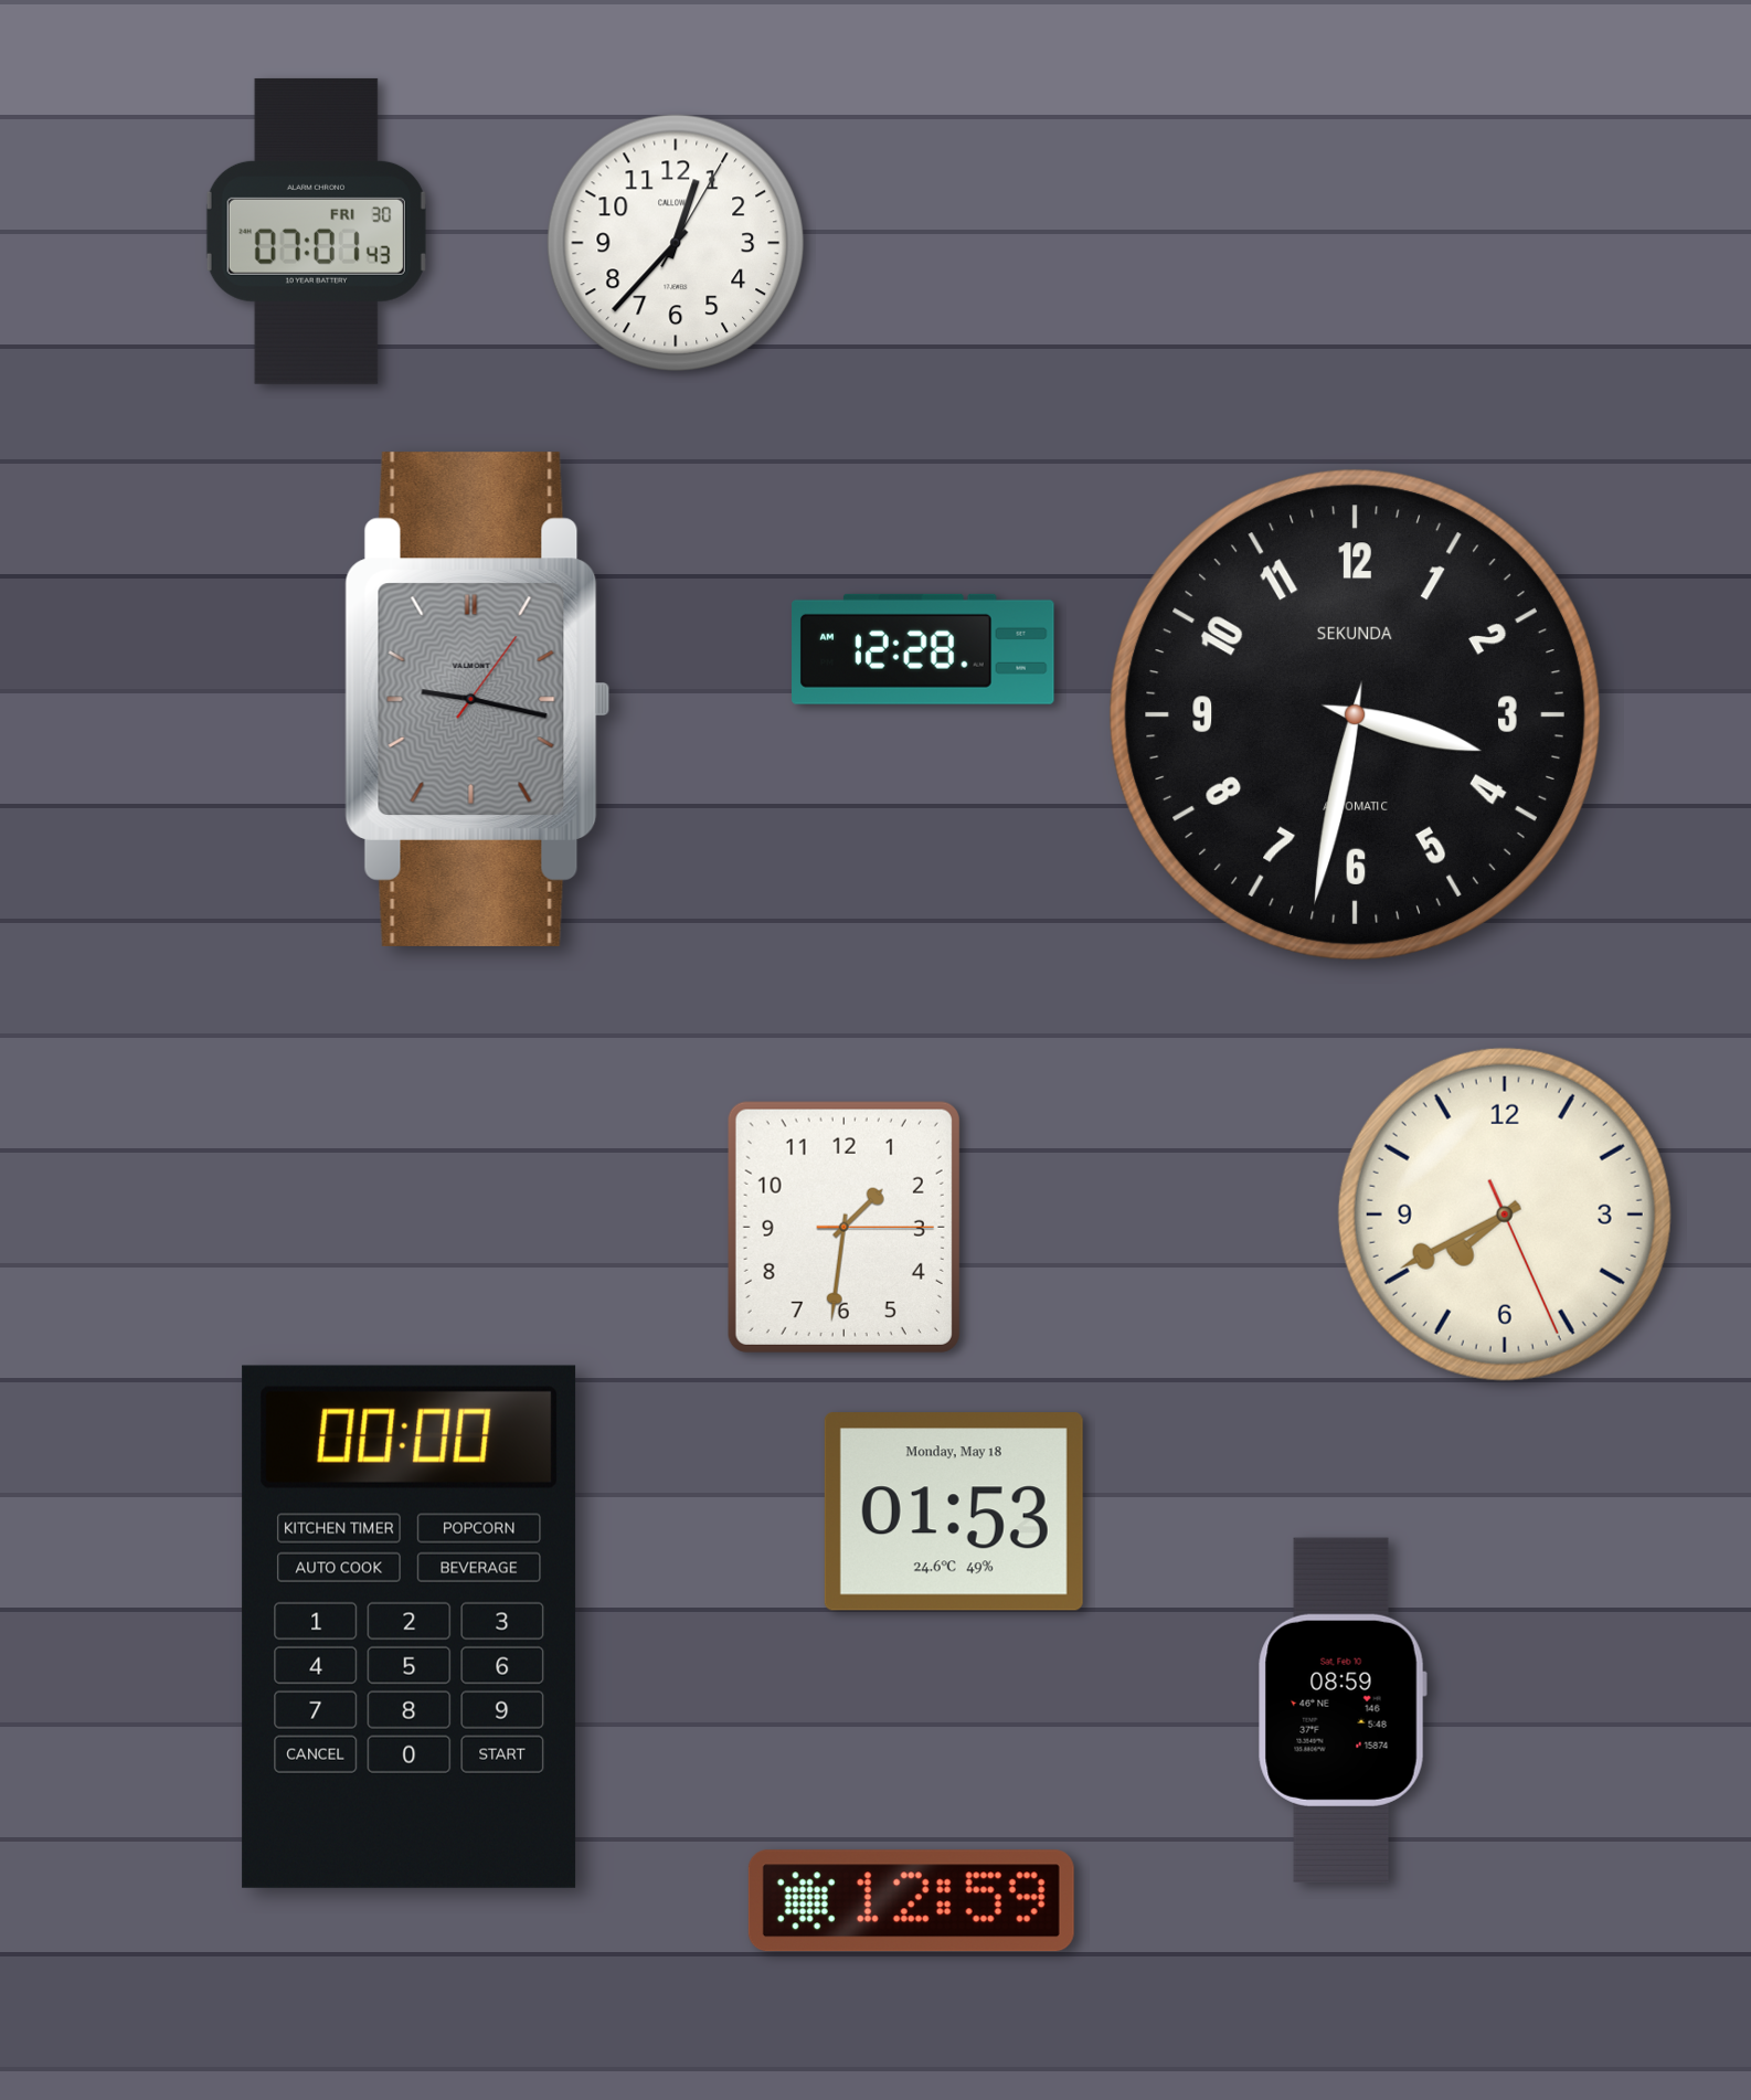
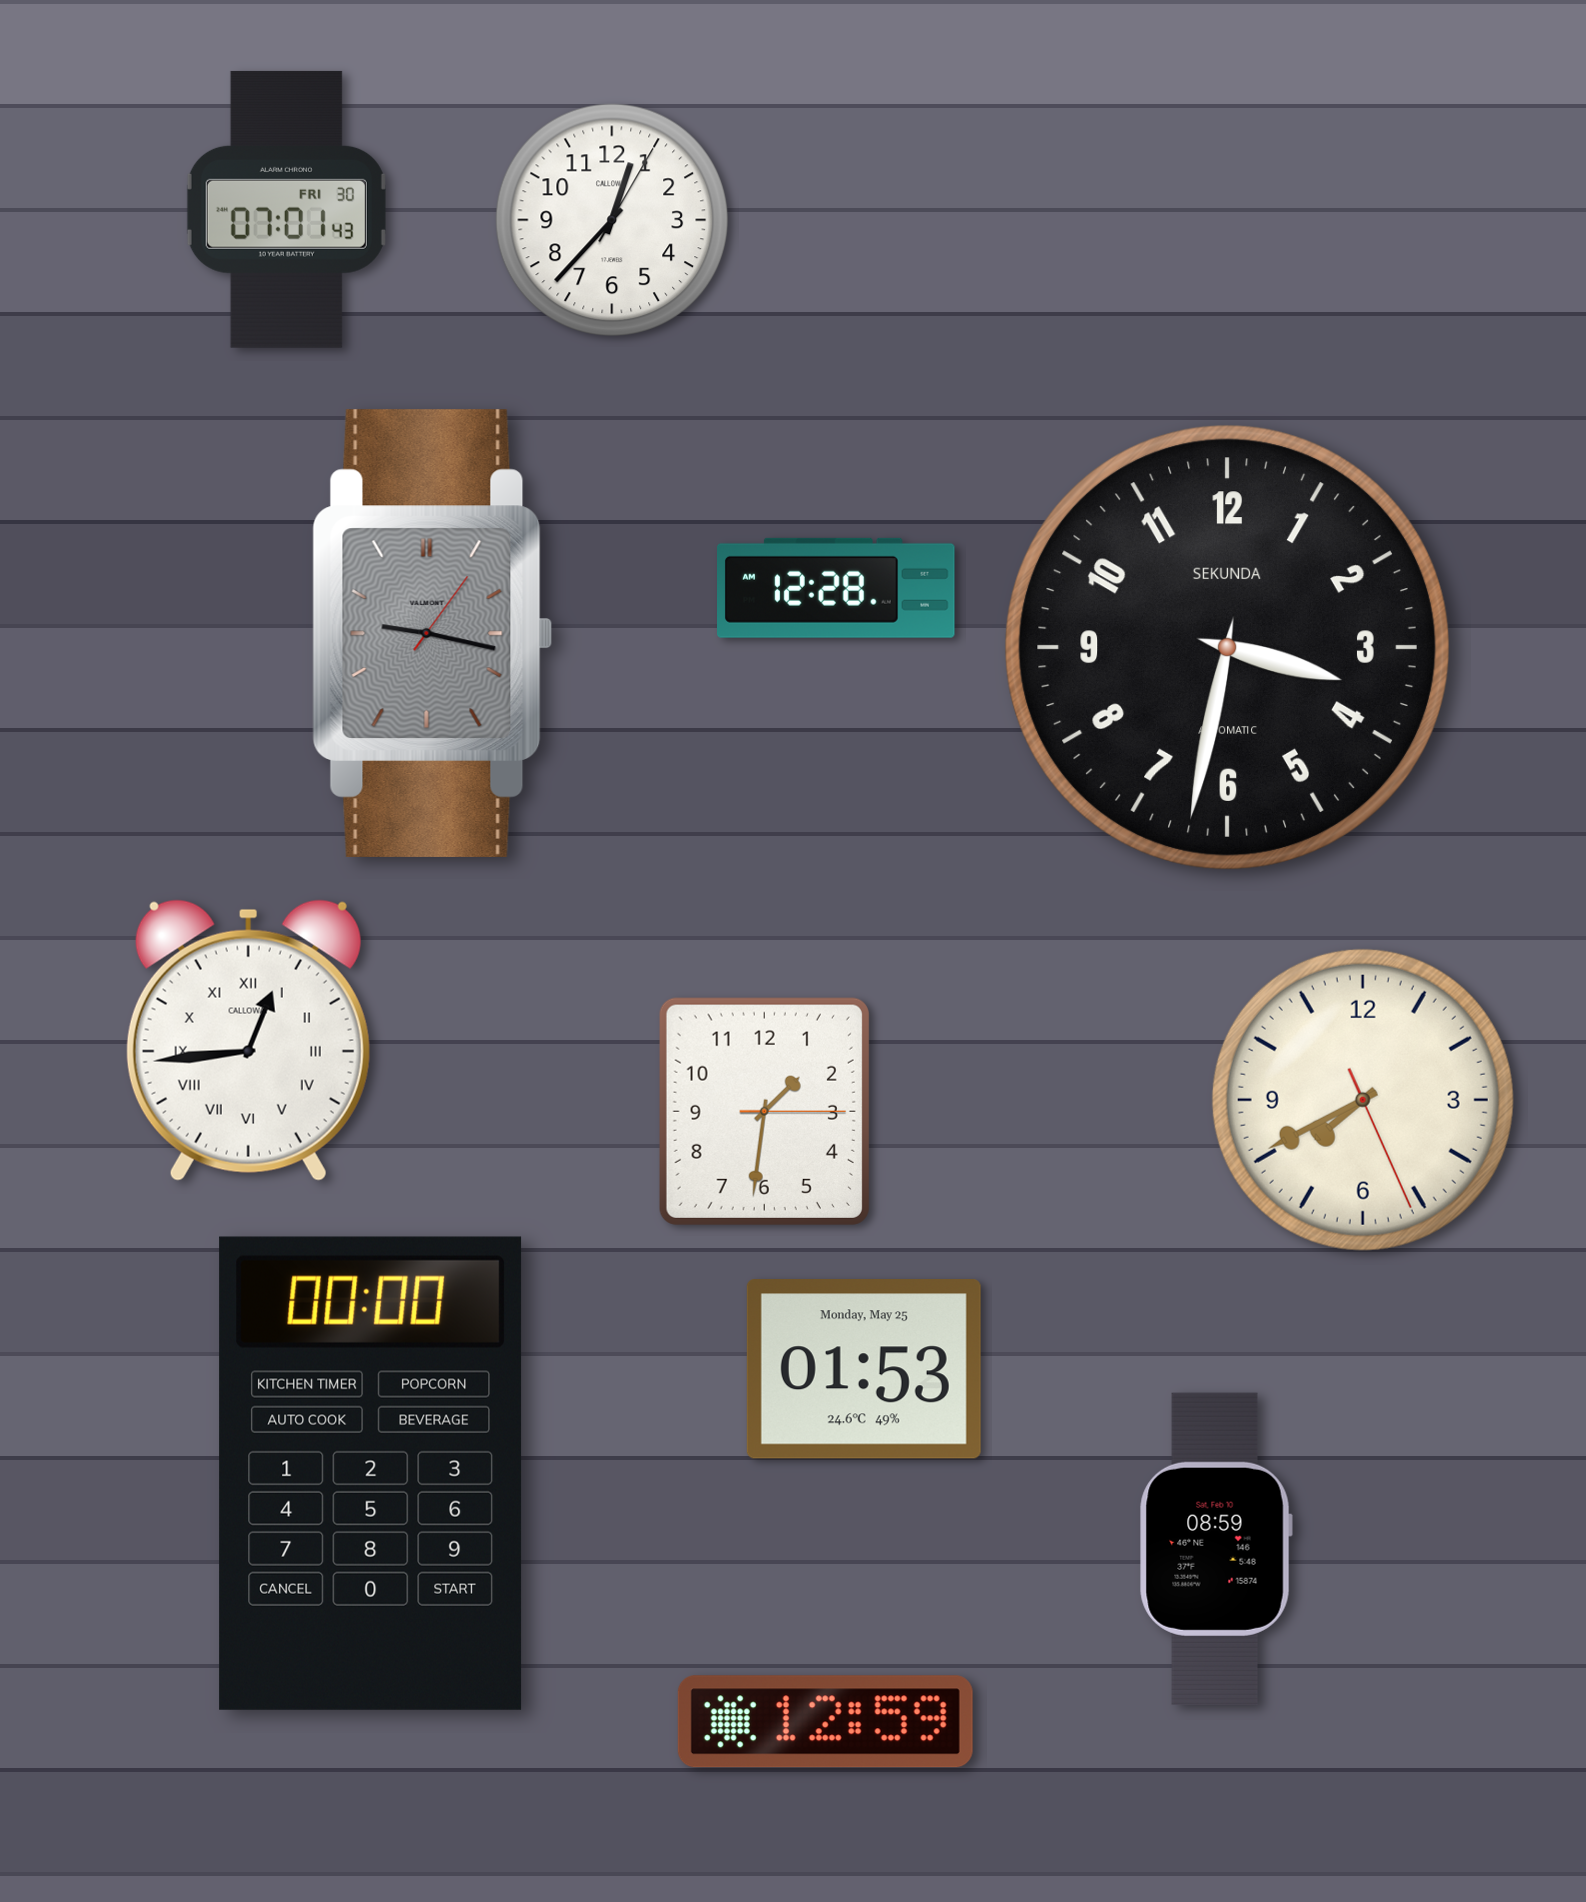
clock at (248, 1040): none -> 12:44
clock at (954, 1512) date: Monday, May 18 -> Monday, May 25
